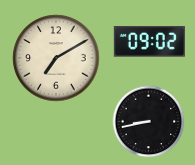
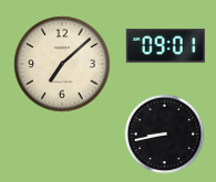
clock at (149, 42): 09:02 -> 09:01
clock at (56, 58): 7:10 -> 7:08
